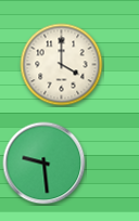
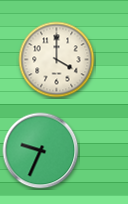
clock at (45, 164): 9:29 -> 9:34
